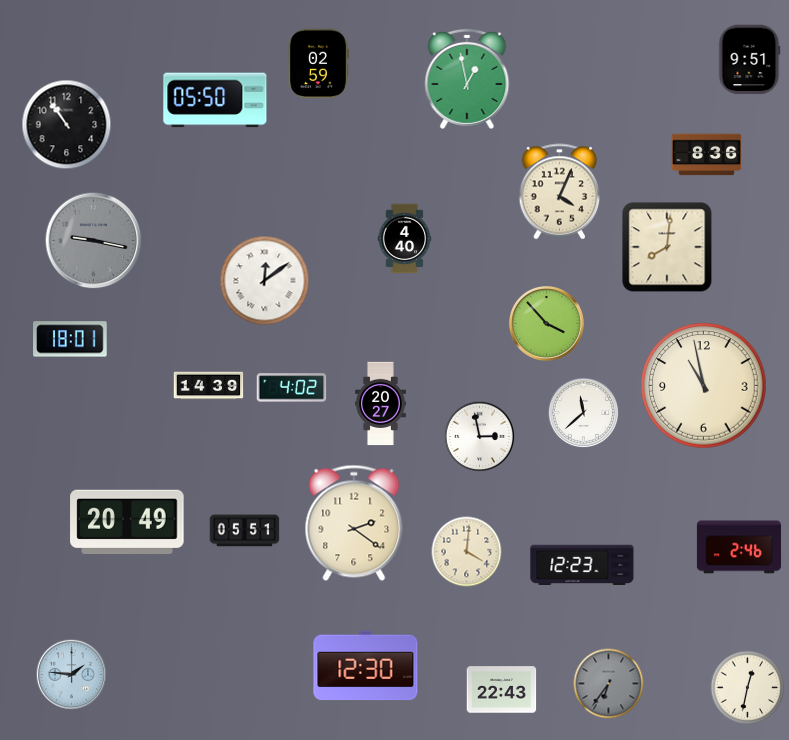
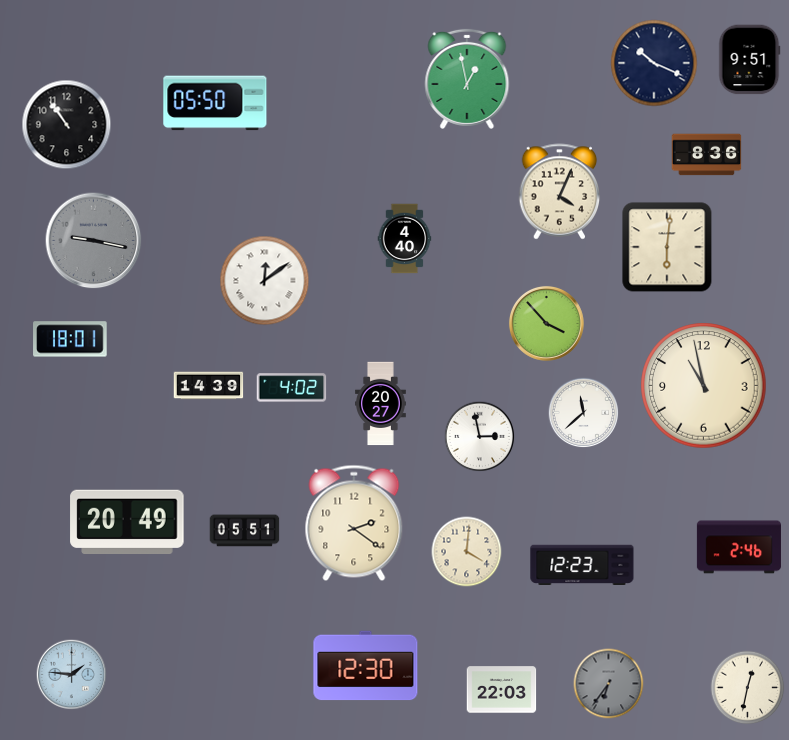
clock at (654, 63): none -> 10:19
clock at (318, 64): 02:59 -> none
clock at (215, 100) position: (215, 100) -> (215, 103)
clock at (667, 247): 8:01 -> 6:01
clock at (502, 690): 22:43 -> 22:03
